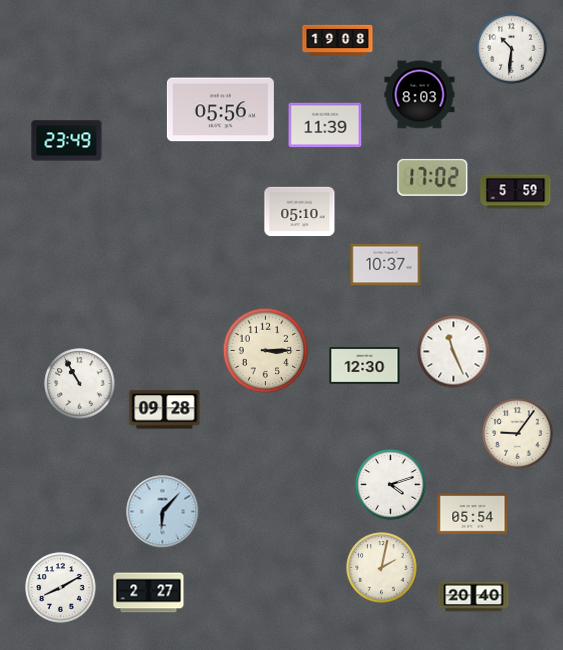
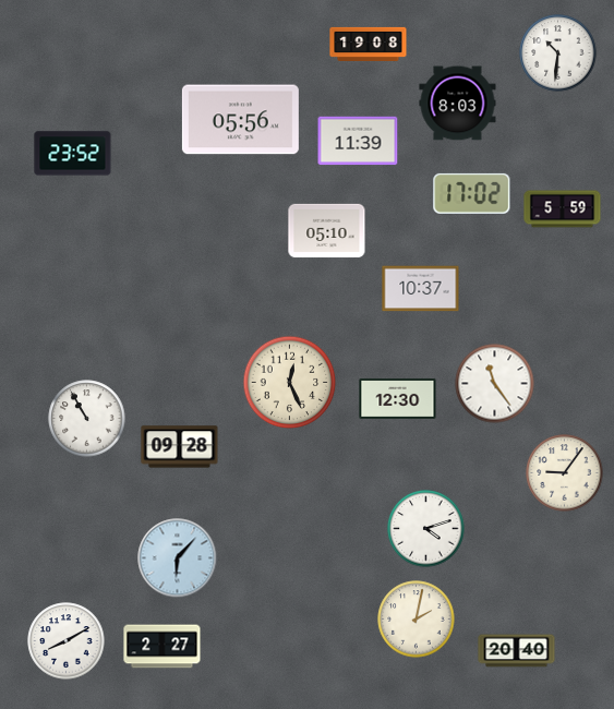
clock at (325, 125) position: (325, 125) -> (358, 141)
clock at (67, 141): 23:49 -> 23:52
clock at (266, 351): 3:15 -> 12:26
clock at (454, 352): 11:26 -> 11:24
clock at (473, 514): 05:54 -> none
